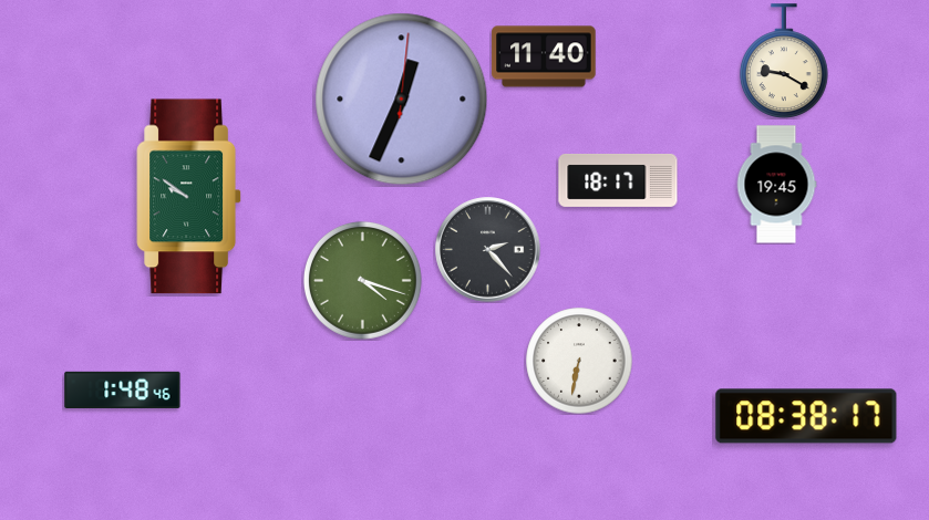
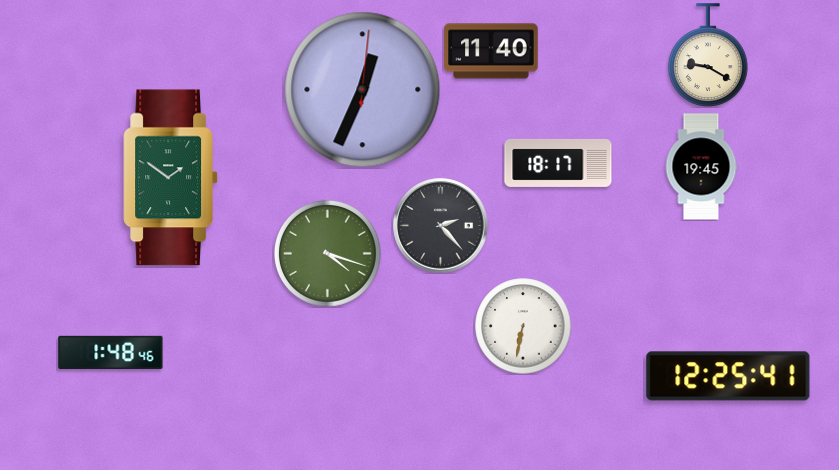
clock at (189, 197): 9:51 -> 1:51
clock at (806, 416): 08:38 -> 12:25
